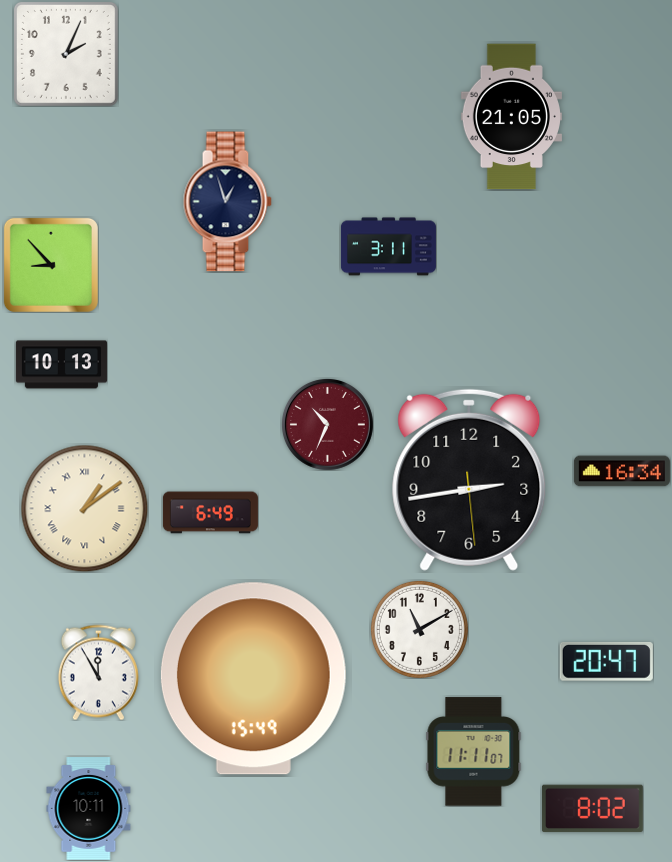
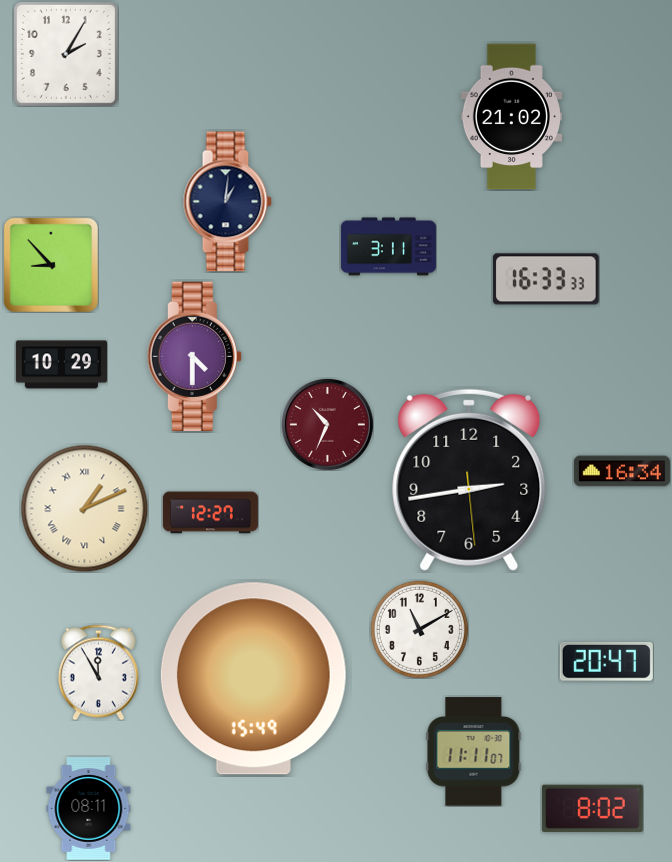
clock at (66, 54): 2:04 -> 2:05
clock at (511, 117): 21:05 -> 21:02
clock at (227, 202): 12:57 -> 1:01
clock at (546, 279): none -> 16:33
clock at (194, 356): none -> 4:30
clock at (61, 365): 10:13 -> 10:29
clock at (84, 508): 1:09 -> 1:11
clock at (210, 513): 6:49 -> 12:27
clock at (89, 809): 10:11 -> 08:11
